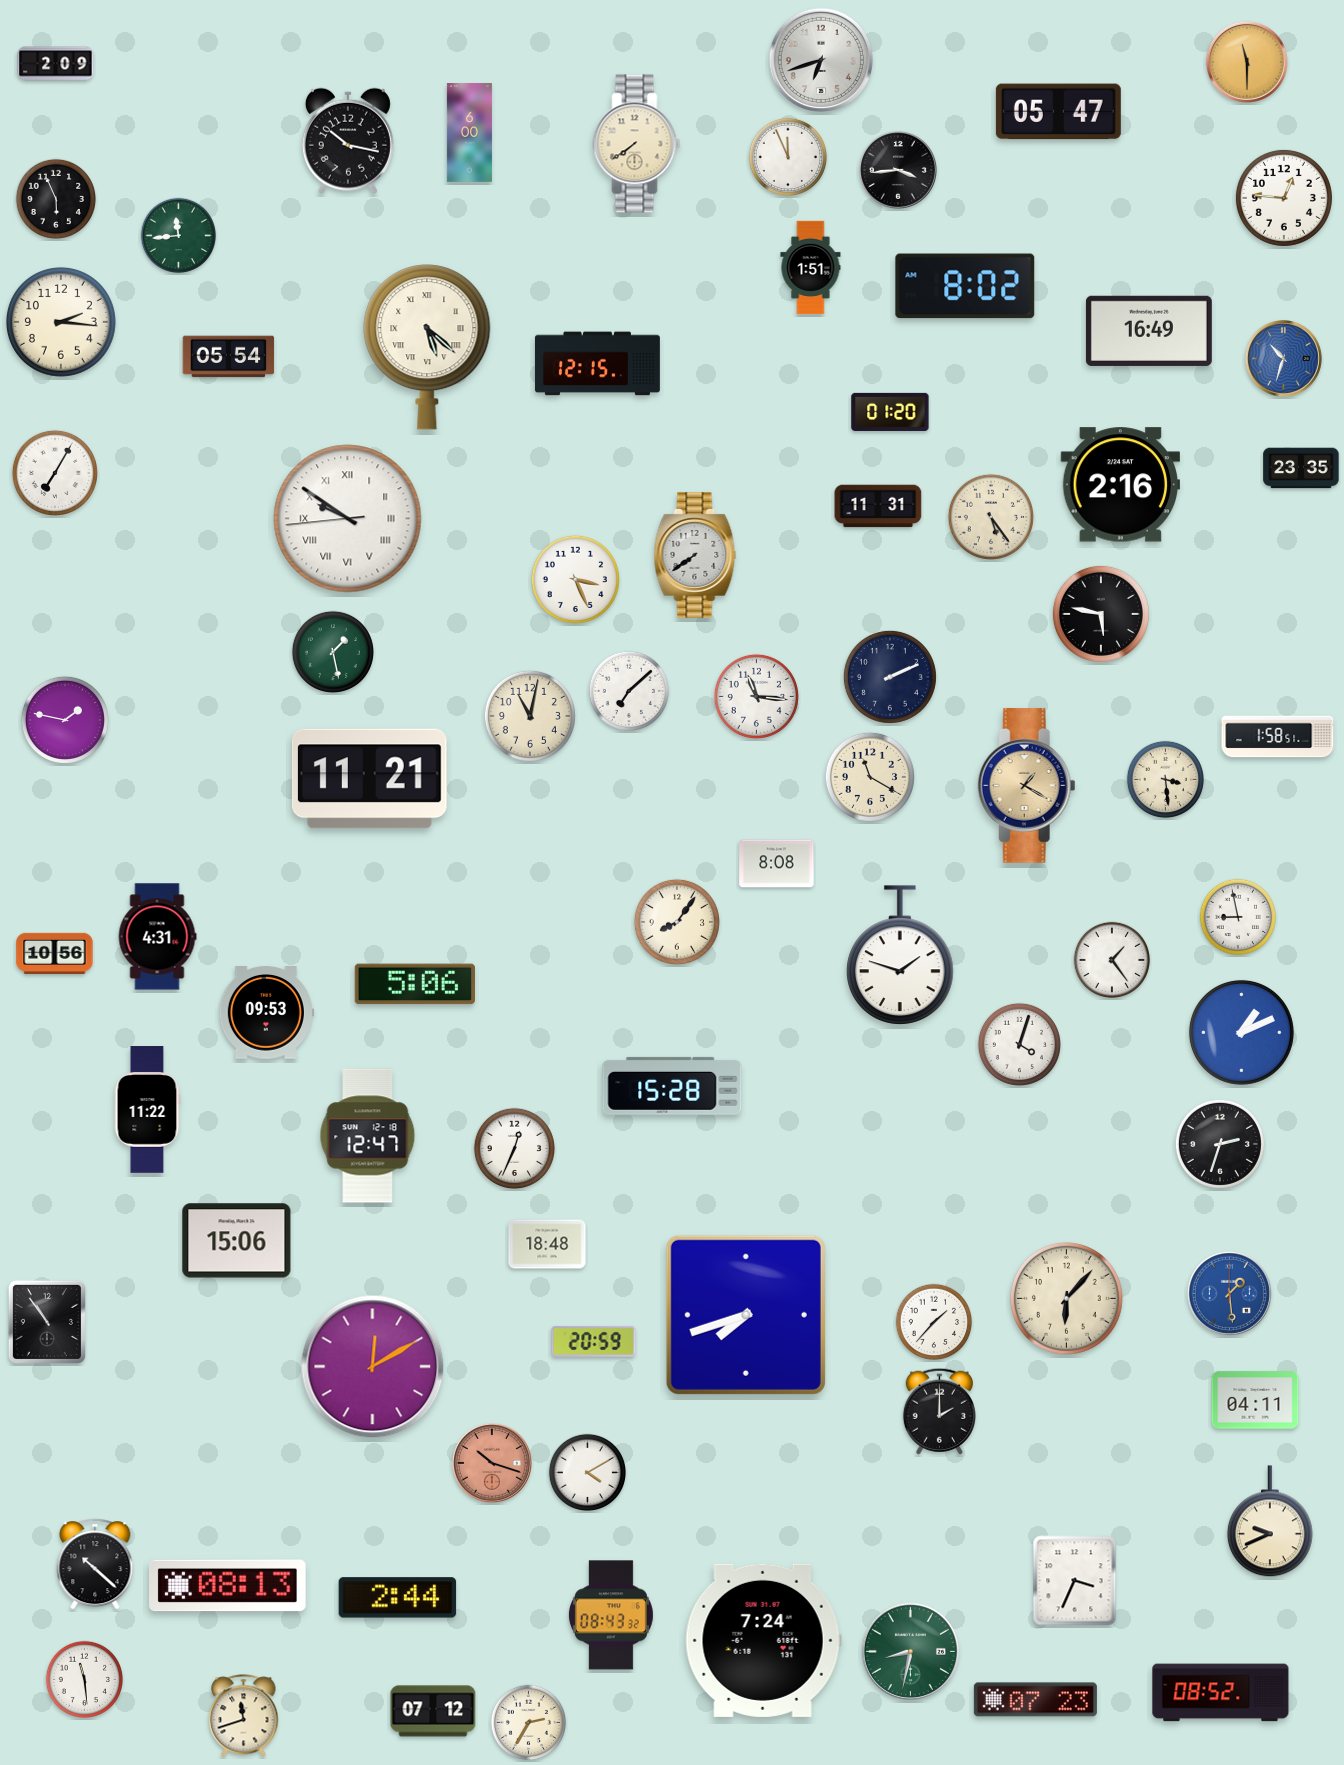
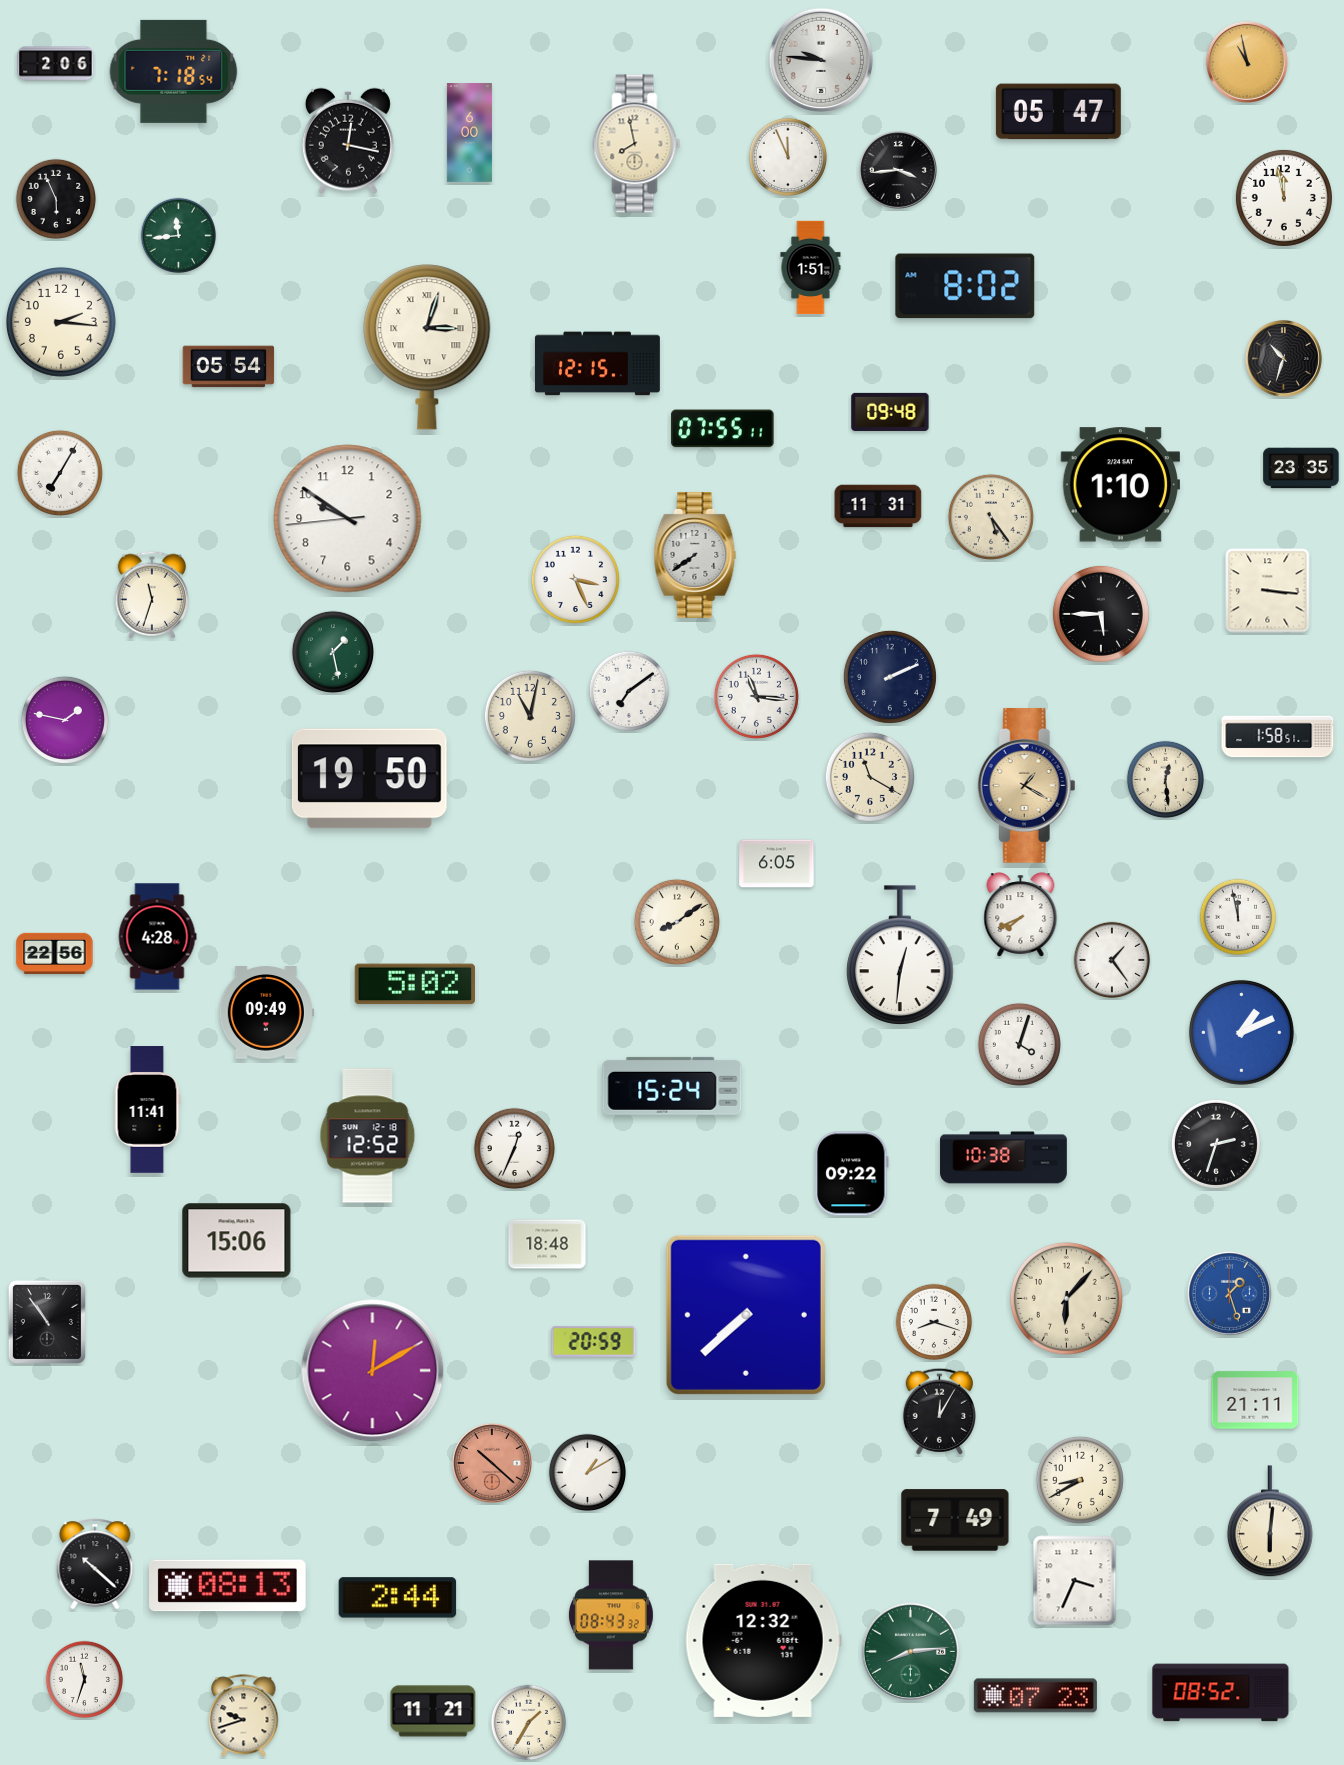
clock at (820, 59): 6:42 -> 9:46
clock at (1247, 62): 11:30 -> 10:58
clock at (56, 64): 2:09 -> 2:06
clock at (174, 71): none -> 7:18
clock at (348, 141): 10:17 -> 12:17
clock at (637, 144): 7:39 -> 7:58
clock at (1284, 198): 12:46 -> 11:58
clock at (1149, 331): 16:49 -> none
clock at (427, 347): 5:22 -> 3:03
clock at (229, 357) position: (229, 357) -> (229, 367)
clock at (1283, 358) dial: blue -> black
clock at (890, 412): 01:20 -> 09:48
clock at (723, 429): none -> 07:55
clock at (55, 473) position: (55, 473) -> (60, 473)
clock at (1120, 485): 2:16 -> 1:10
clock at (348, 519) numerals: Roman -> Arabic
clock at (1268, 591): none -> 3:16
clock at (152, 595): none -> 11:33
clock at (1101, 614): 5:47 -> 5:45
clock at (628, 690): 7:08 -> 7:09
clock at (369, 779): 11:21 -> 19:50
clock at (1165, 779): 3:29 -> 12:29
clock at (777, 864): 8:08 -> 6:05
clock at (1021, 914): none -> 7:41
clock at (1238, 917): 8:58 -> 11:58
clock at (677, 922): 8:06 -> 8:09
clock at (157, 937): 4:31 -> 4:28
clock at (55, 953): 10:56 -> 22:56
clock at (900, 955): 1:48 -> 12:31
clock at (415, 984): 5:06 -> 5:02
clock at (266, 1013): 09:53 -> 09:49
clock at (672, 1086): 15:28 -> 15:24
clock at (147, 1110): 11:22 -> 11:41
clock at (368, 1136): 12:47 -> 12:52
clock at (1220, 1144) position: (1220, 1144) -> (1216, 1144)
clock at (1004, 1158): none -> 10:38
clock at (852, 1174): none -> 09:22
clock at (1229, 1293): 1:29 -> 1:27
clock at (746, 1315): 7:42 -> 7:38
clock at (934, 1322): 1:37 -> 8:18
clock at (373, 1367) position: (373, 1367) -> (373, 1371)
clock at (1255, 1400): 04:11 -> 21:11
clock at (939, 1411): 2:00 -> 12:05
clock at (492, 1463): 10:18 -> 10:22
clock at (587, 1472): 4:10 -> 1:10
clock at (1080, 1480): none -> 8:40
clock at (955, 1520): none -> 7:49
clock at (1270, 1522): 9:41 -> 6:01
clock at (763, 1640): 7:24 -> 12:32
clock at (910, 1651): 8:32 -> 8:14
clock at (84, 1679): 11:29 -> 11:33
clock at (1035, 1700) position: (1035, 1700) -> (1035, 1696)
clock at (433, 1711): 07:12 -> 11:21
clock at (244, 1716): 11:42 -> 9:42
clock at (529, 1723): 2:35 -> 1:35
